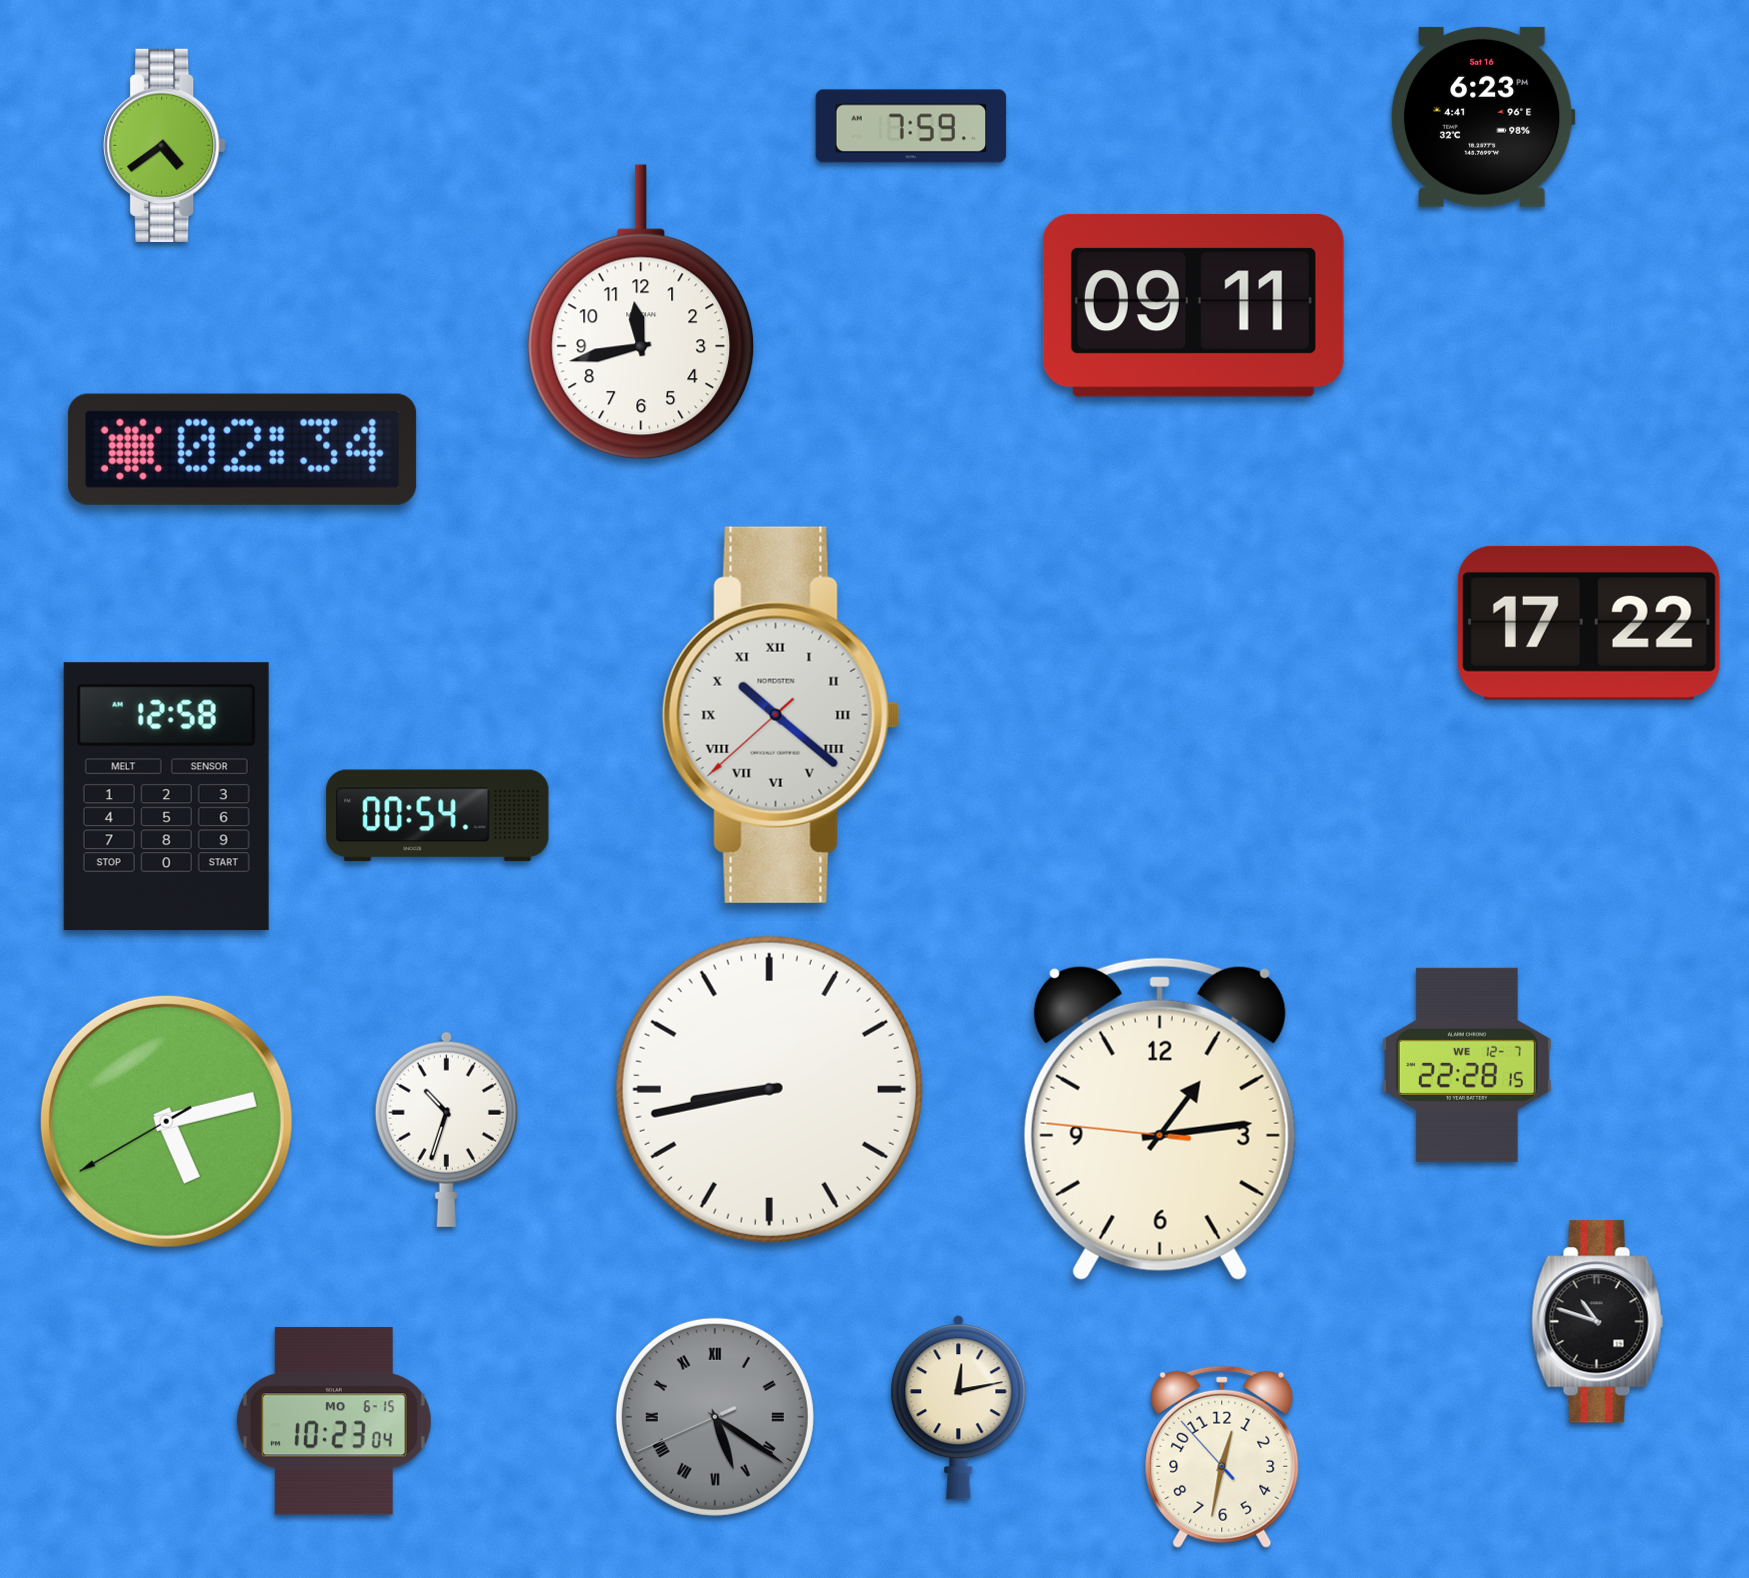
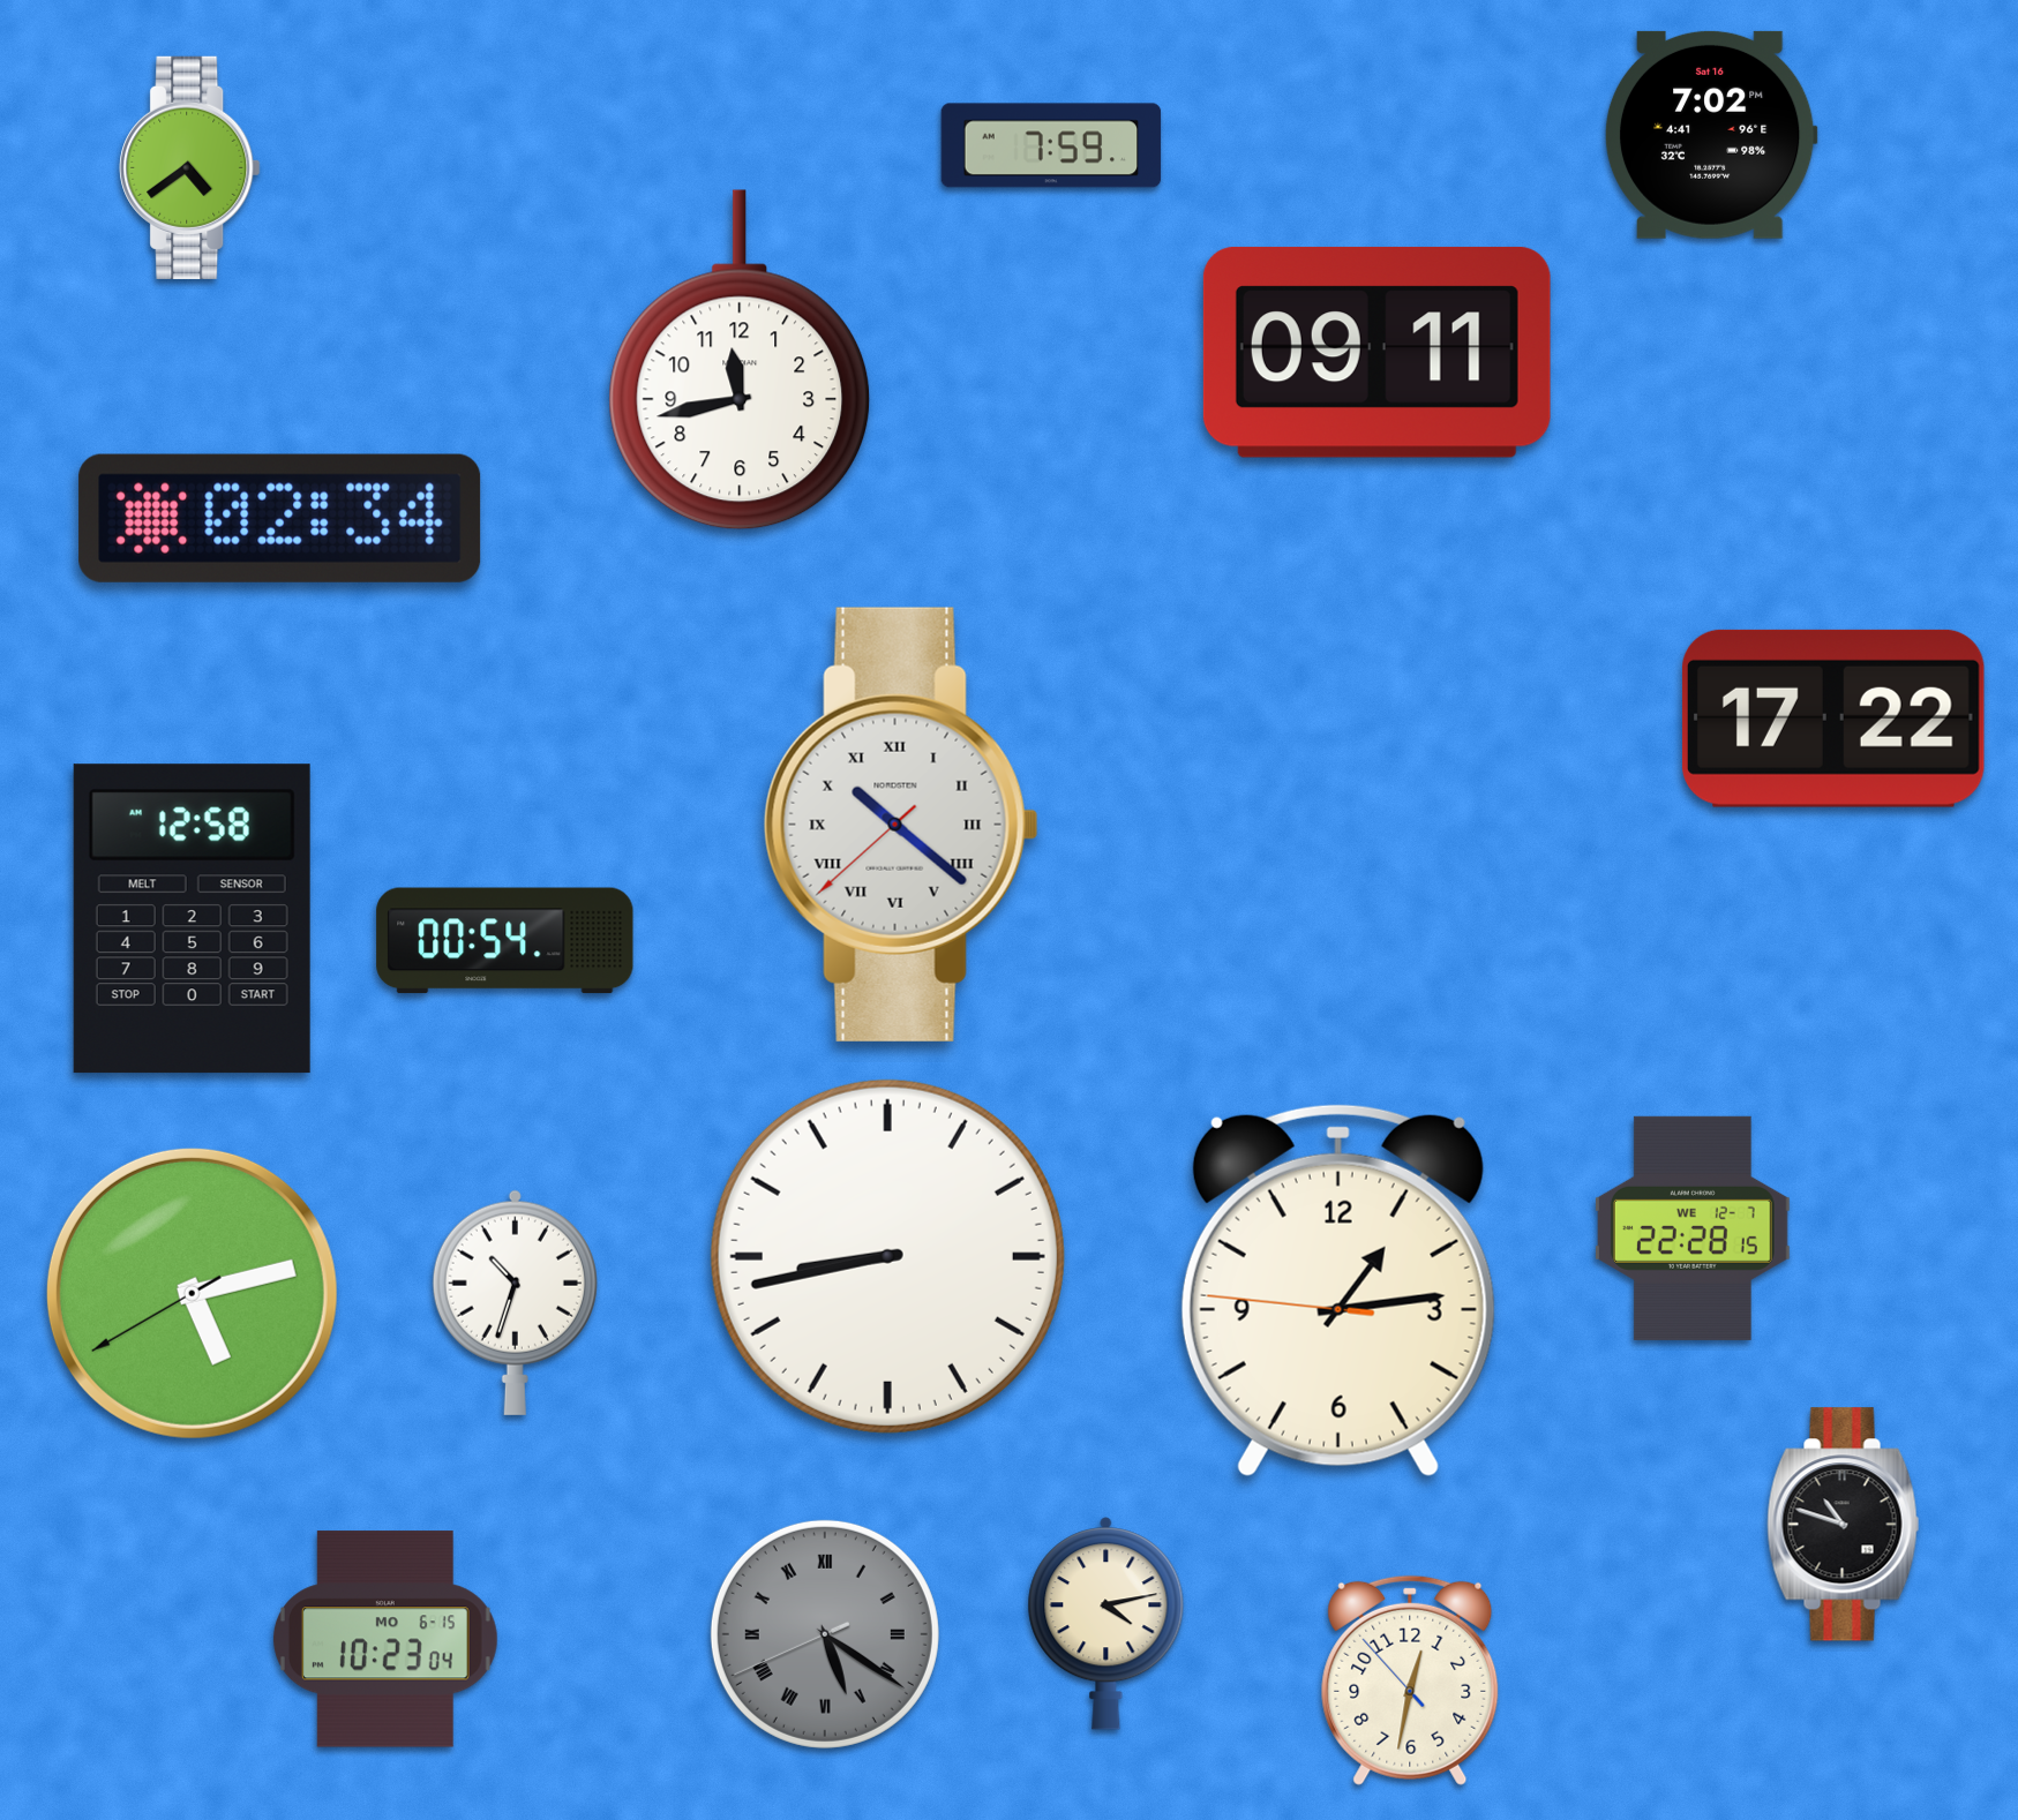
clock at (1483, 117): 6:23 -> 7:02
clock at (959, 1408): 12:13 -> 4:13
